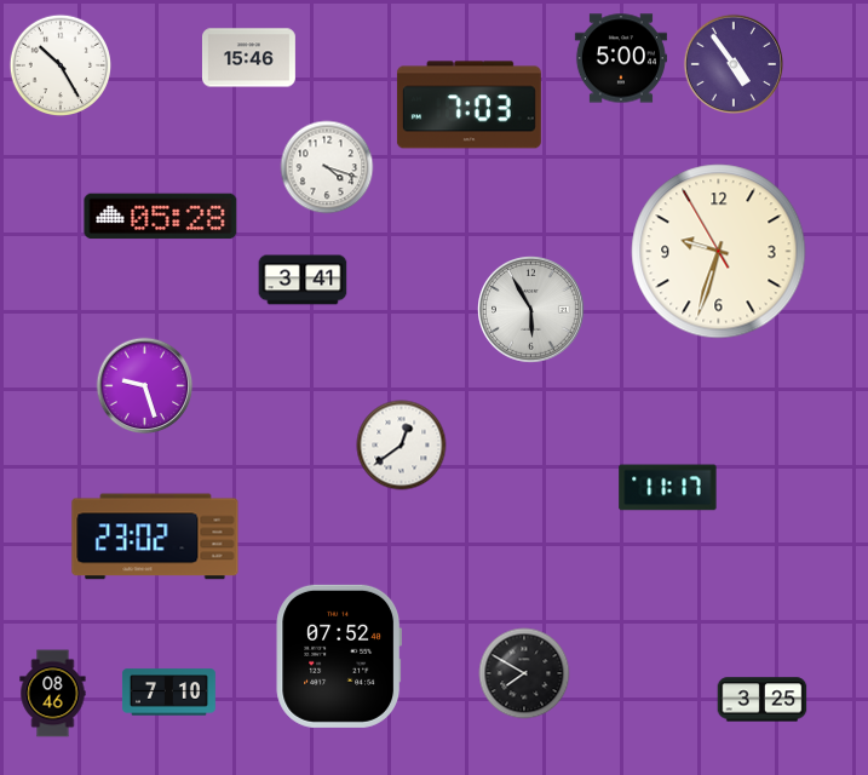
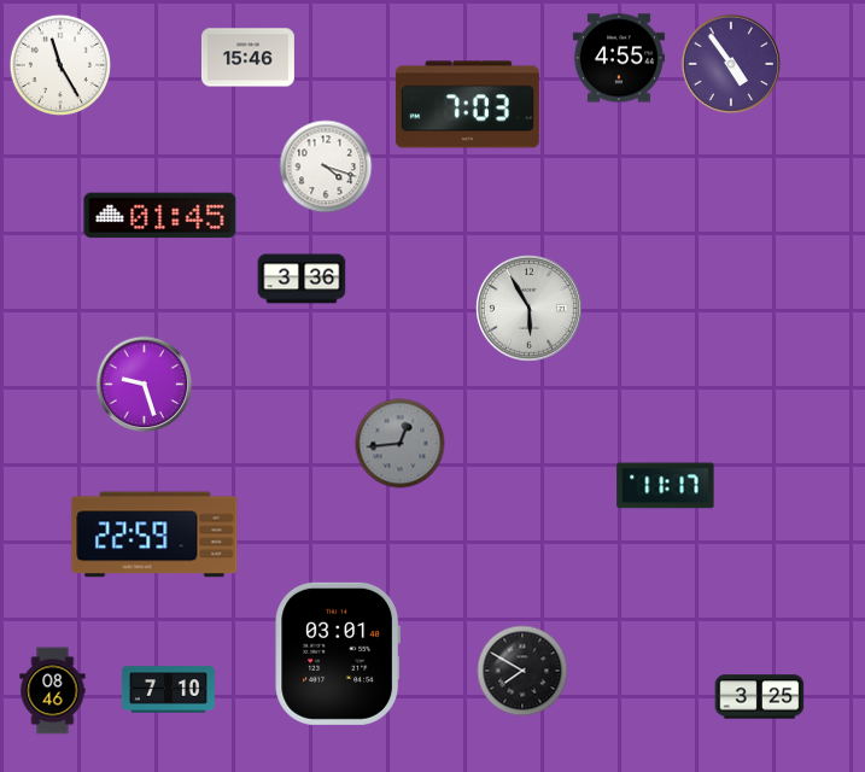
clock at (621, 58): 5:00 -> 4:55
clock at (61, 65): 10:25 -> 11:25
clock at (161, 217): 05:28 -> 01:45
clock at (719, 252): 9:32 -> none
clock at (303, 280): 3:41 -> 3:36
clock at (402, 446): 12:39 -> 12:44
clock at (402, 446) dial: white -> grey
clock at (155, 536): 23:02 -> 22:59
clock at (339, 656): 07:52 -> 03:01
